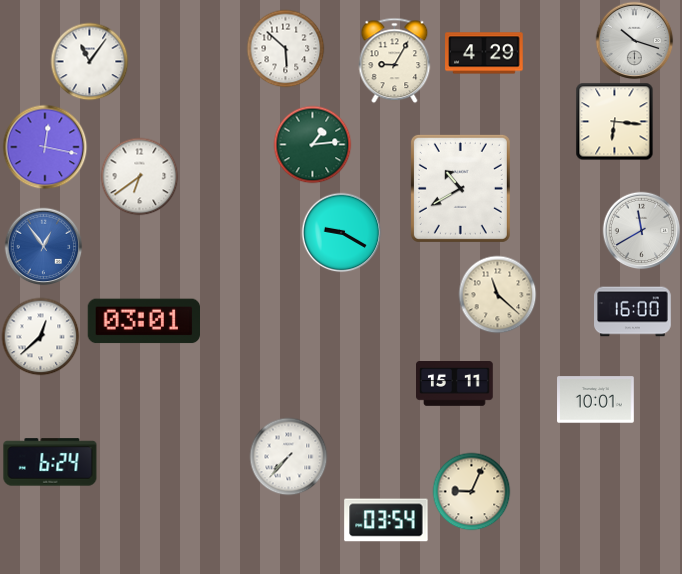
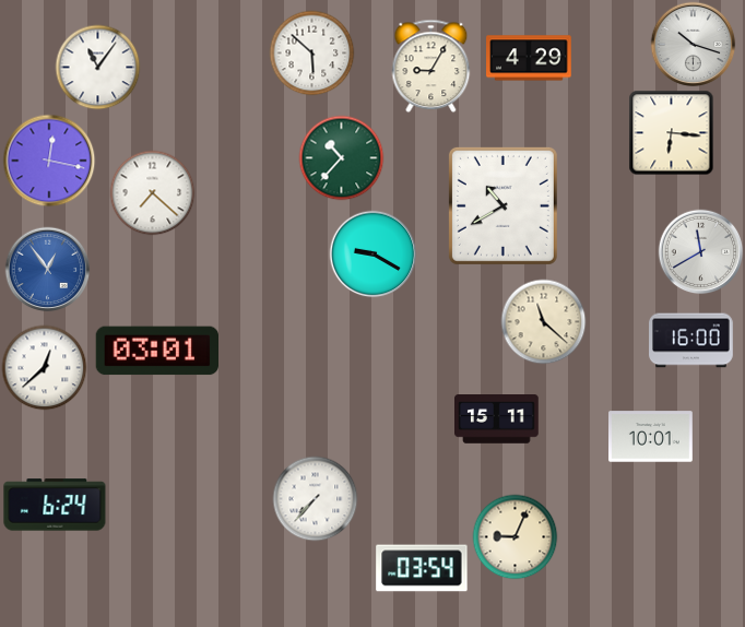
clock at (312, 144): 1:14 -> 10:37
clock at (139, 176): 6:39 -> 7:22
